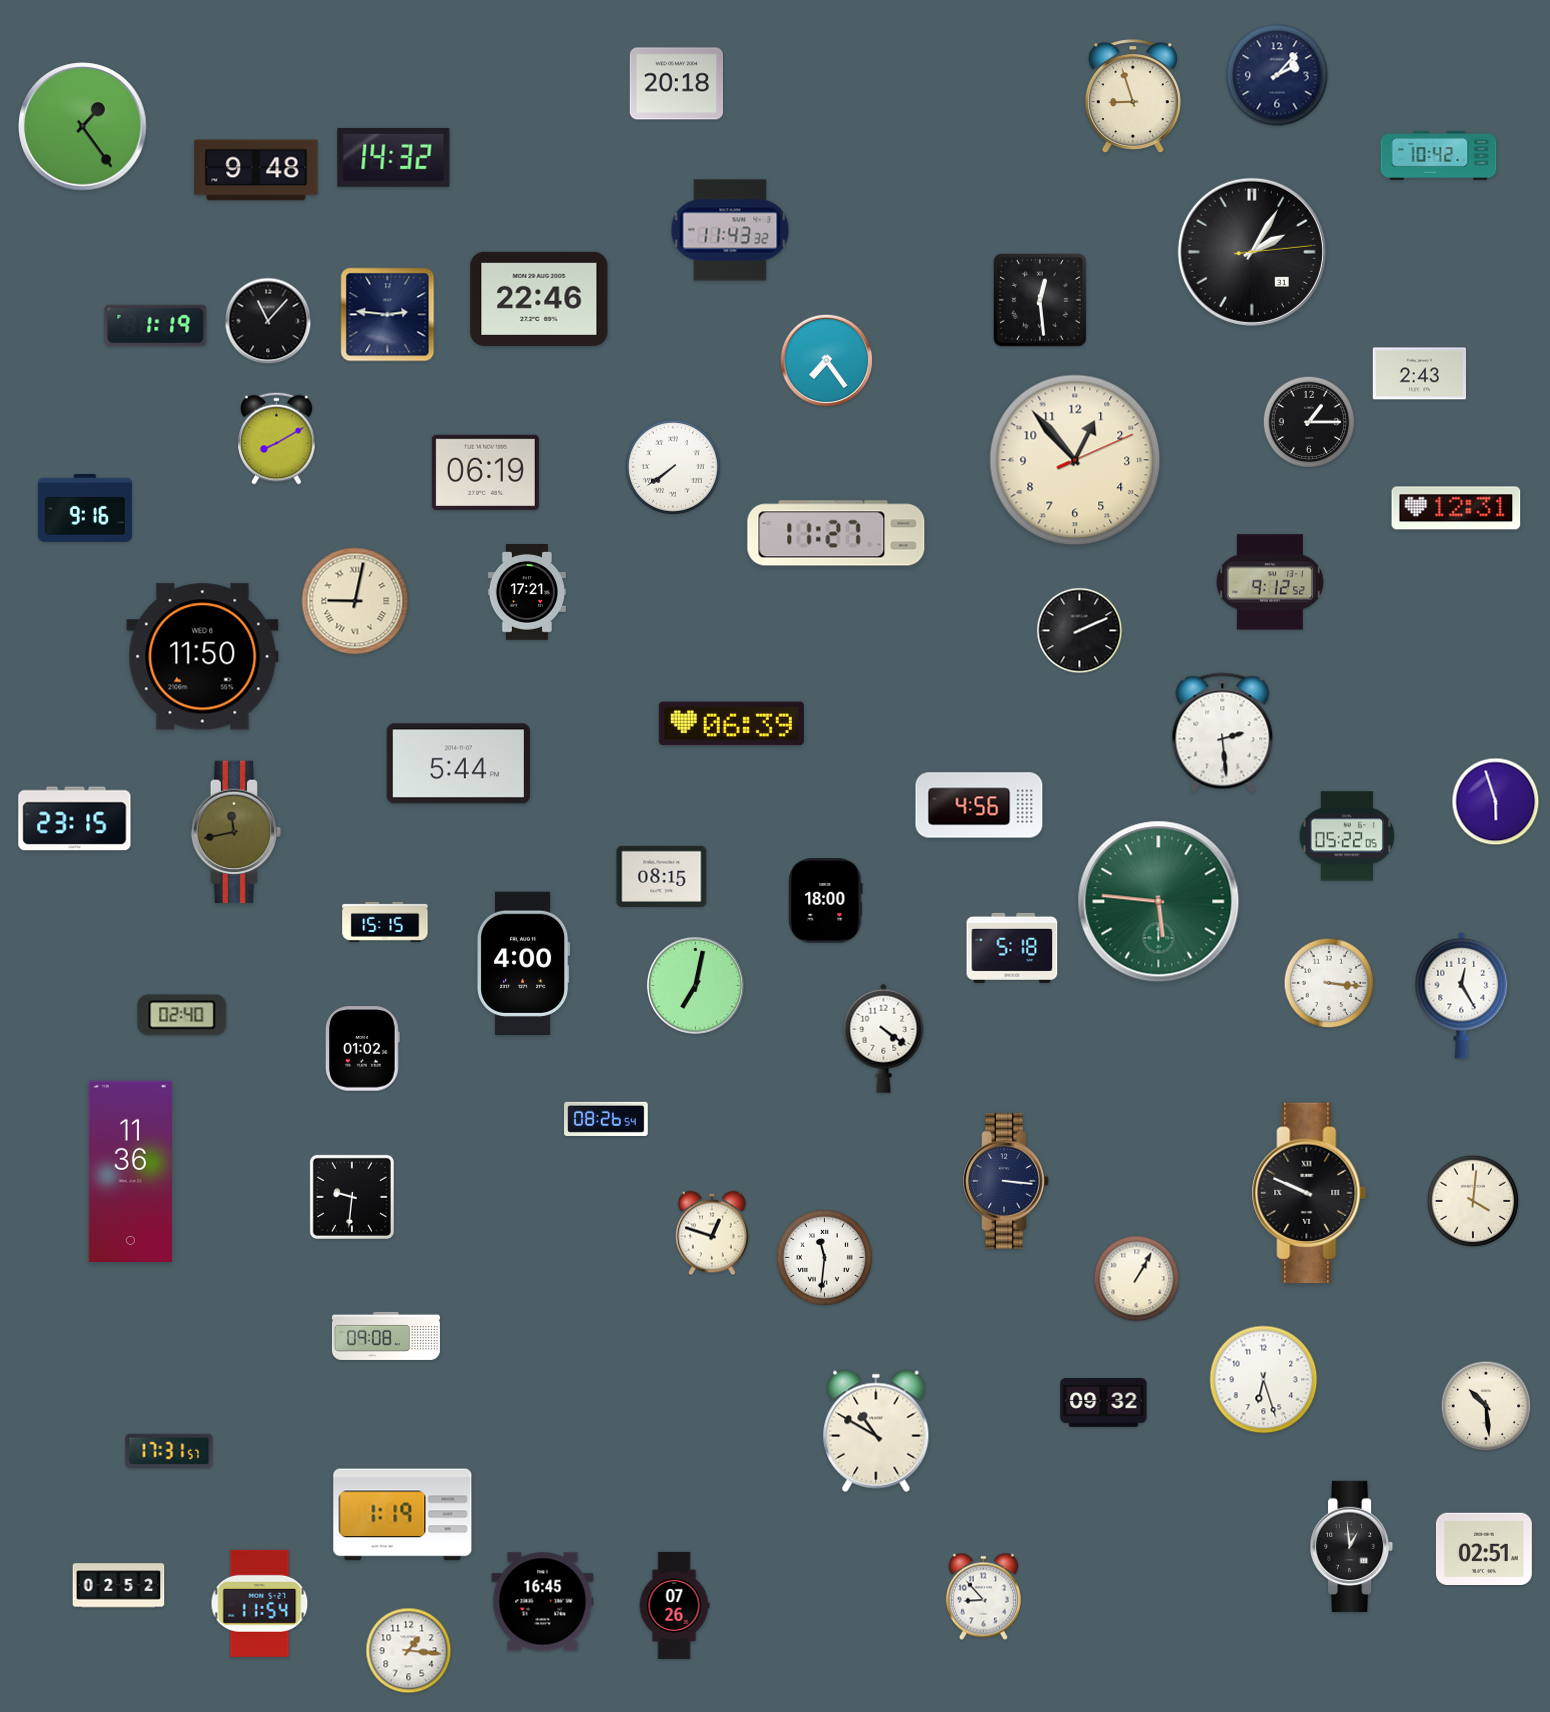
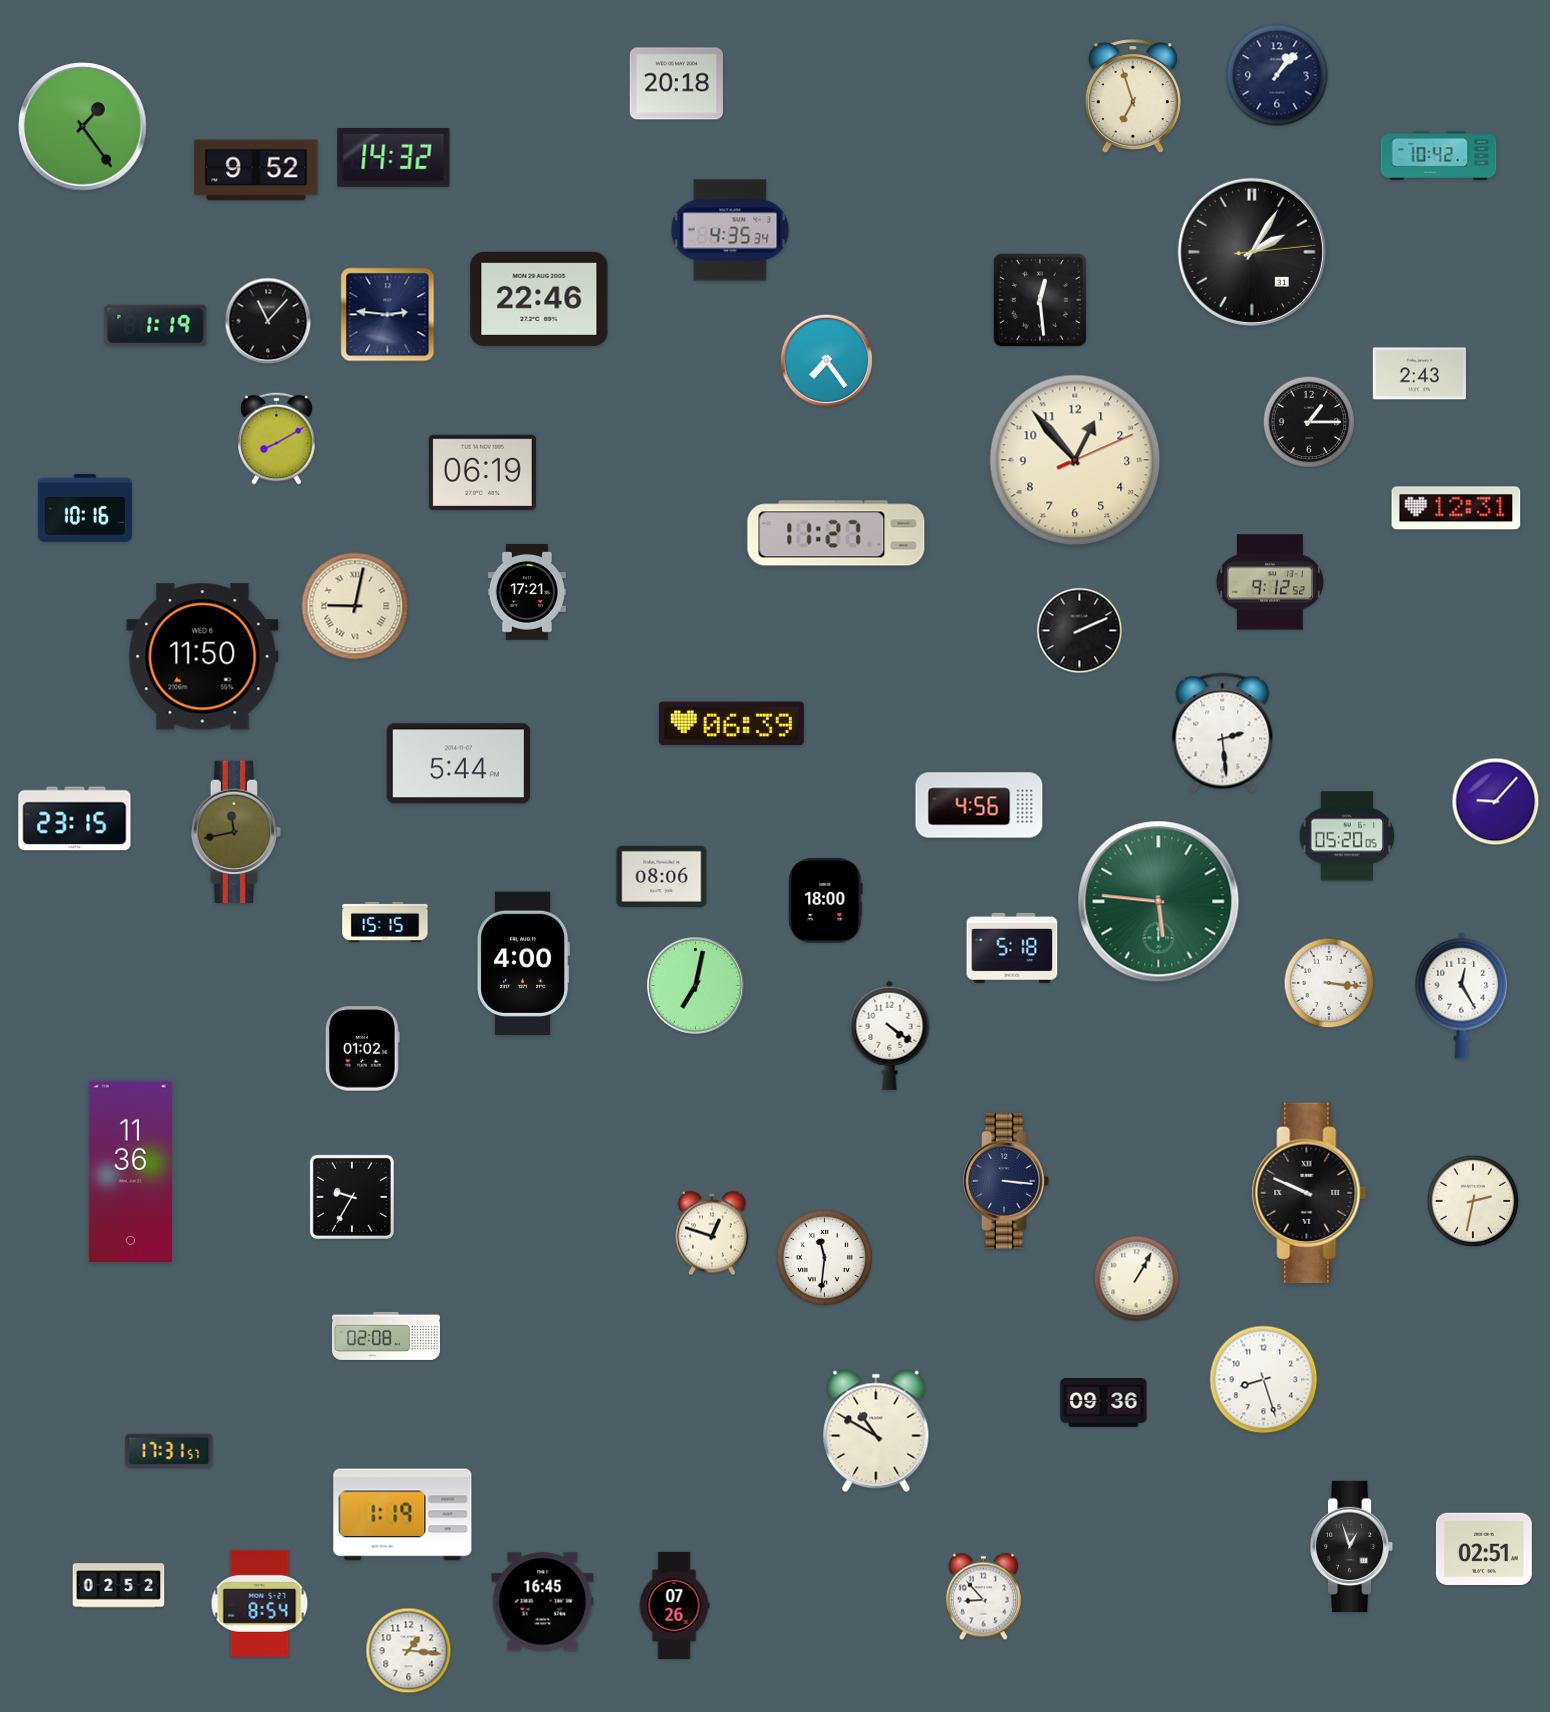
clock at (1277, 75): 2:07 -> 1:07
clock at (1133, 97): 8:57 -> 6:57
clock at (256, 170): 9:48 -> 9:52
clock at (730, 230): 11:43 -> 4:35
clock at (673, 467): 7:39 -> none
clock at (485, 472) position: (485, 472) -> (482, 472)
clock at (85, 508): 9:16 -> 10:16
clock at (355, 601) position: (355, 601) -> (355, 606)
clock at (1496, 802): 5:57 -> 9:07
clock at (1346, 836): 05:22 -> 05:20
clock at (662, 876): 08:15 -> 08:06
clock at (182, 1015): 02:40 -> none
clock at (884, 1038) position: (884, 1038) -> (890, 1035)
clock at (606, 1119): 08:26 -> none
clock at (352, 1197): 9:31 -> 9:35
clock at (1473, 1201): 4:01 -> 2:32
clock at (386, 1336): 09:08 -> 02:08
clock at (1264, 1380): 6:27 -> 8:27
clock at (1104, 1403): 09:32 -> 09:36
clock at (1486, 1406): 10:29 -> none
clock at (1353, 1546): 12:59 -> 12:57
clock at (260, 1603): 11:54 -> 8:54
